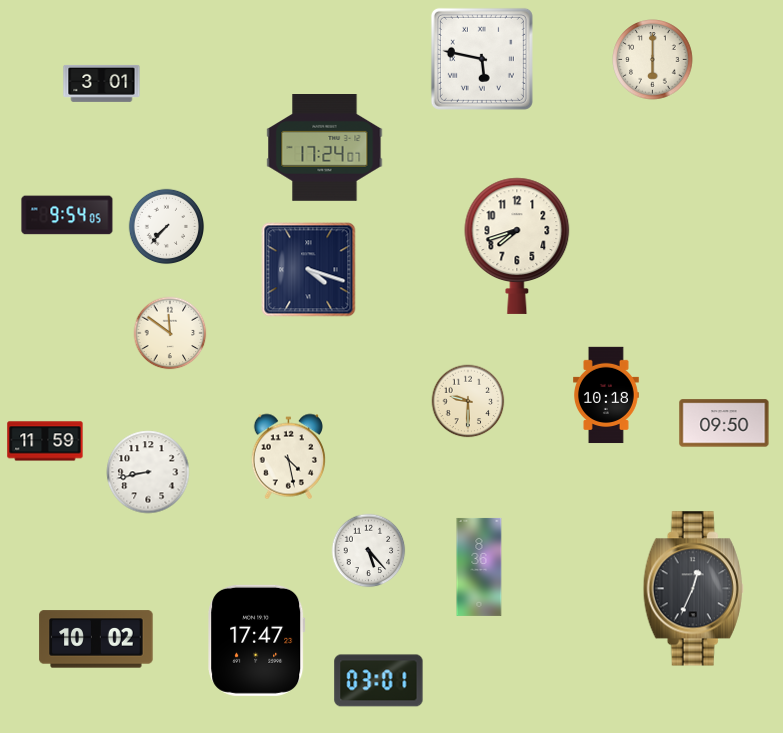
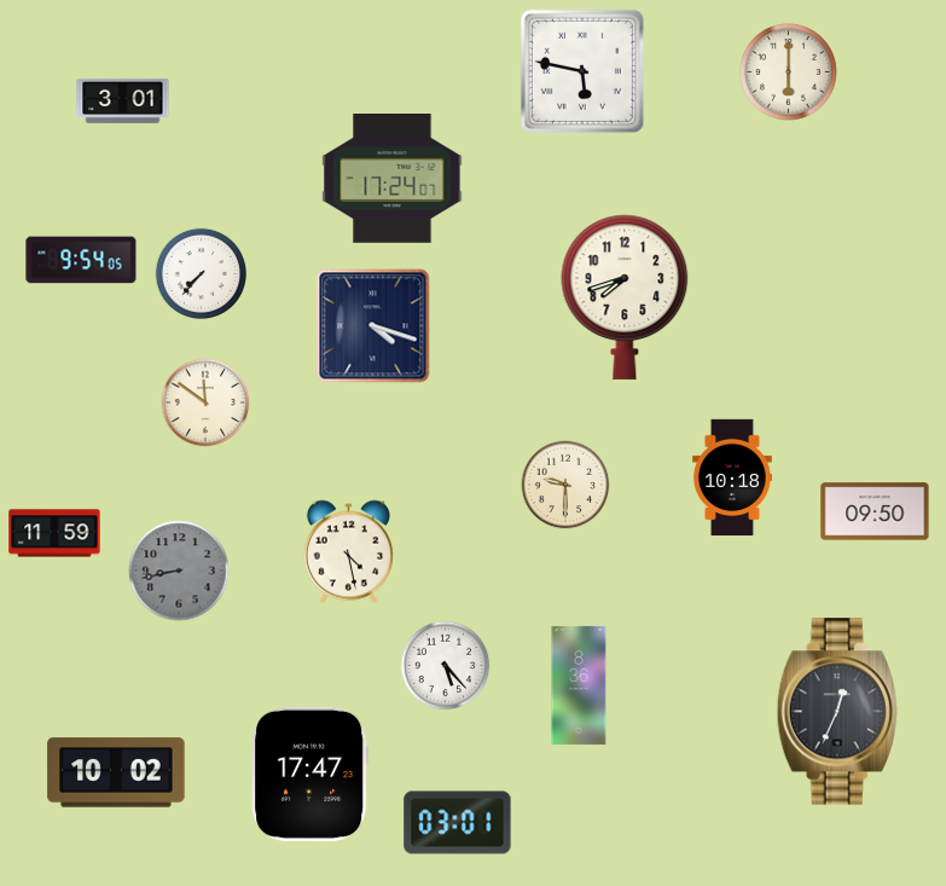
clock at (148, 472) dial: white -> grey
